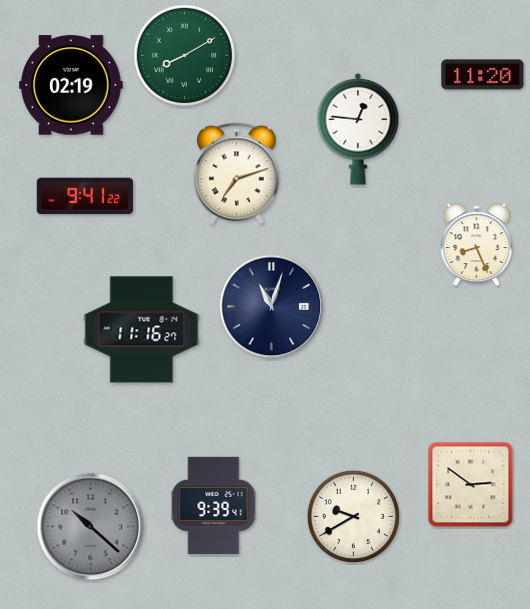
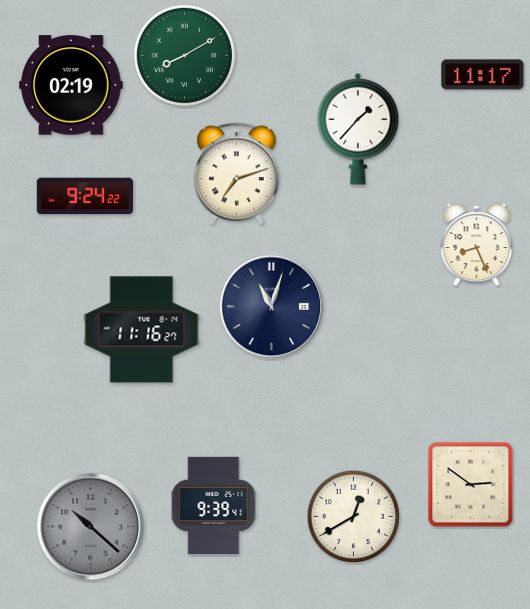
clock at (483, 75): 11:20 -> 11:17
clock at (358, 129): 12:46 -> 1:37
clock at (85, 196): 9:41 -> 9:24
clock at (354, 517): 9:40 -> 12:40
